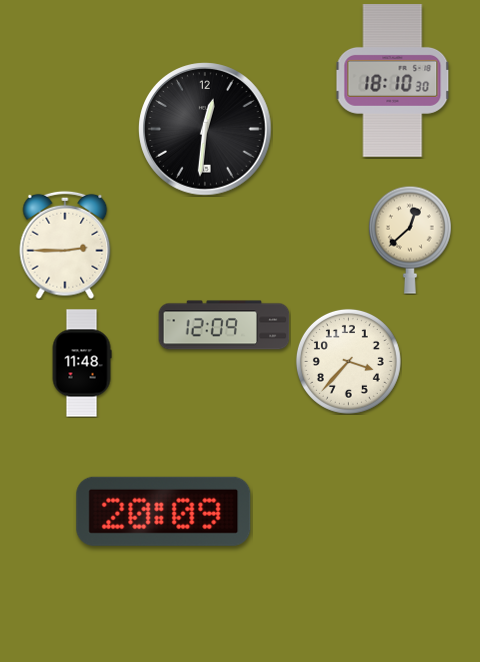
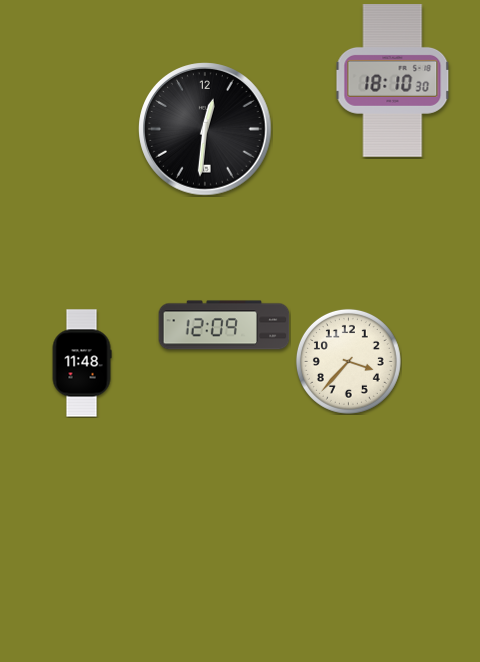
clock at (410, 240): 12:38 -> none
clock at (65, 245): 2:45 -> none
clock at (164, 511): 20:09 -> none
